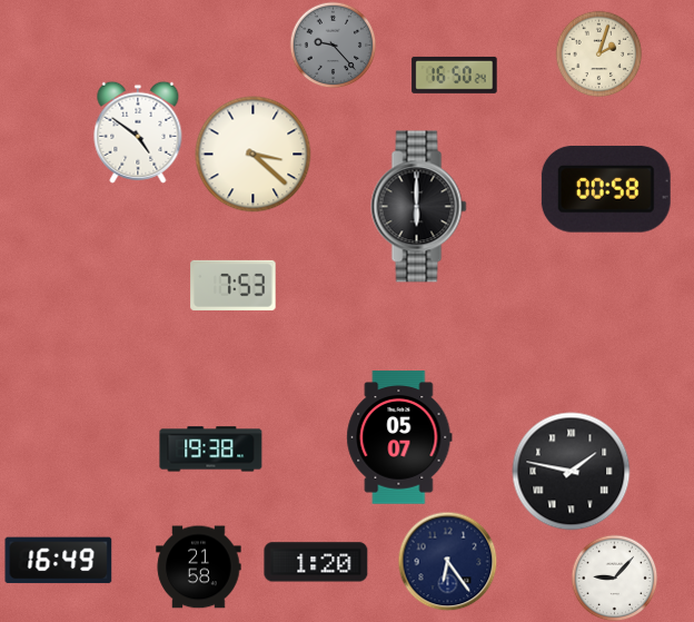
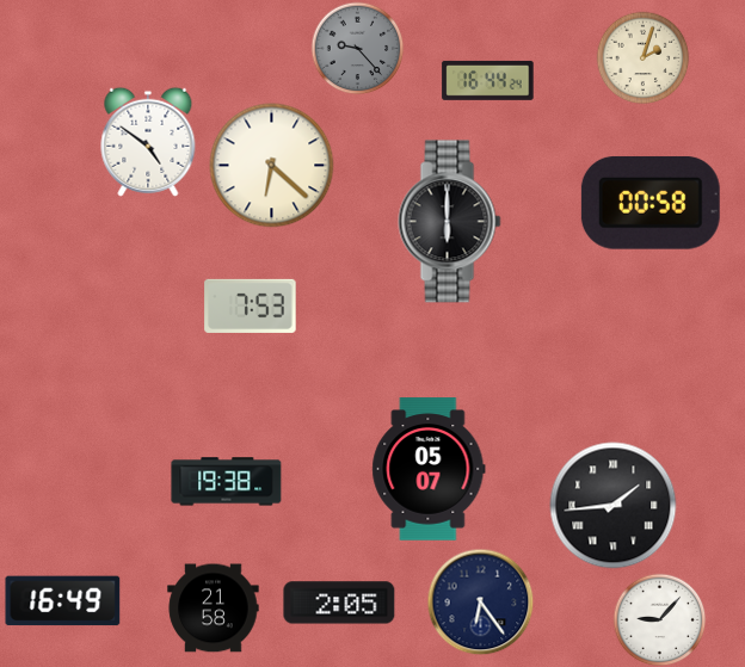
clock at (455, 75): 16:50 -> 16:44
clock at (254, 155): 3:22 -> 6:22
clock at (572, 472): 1:47 -> 1:44
clock at (316, 562): 1:20 -> 2:05
